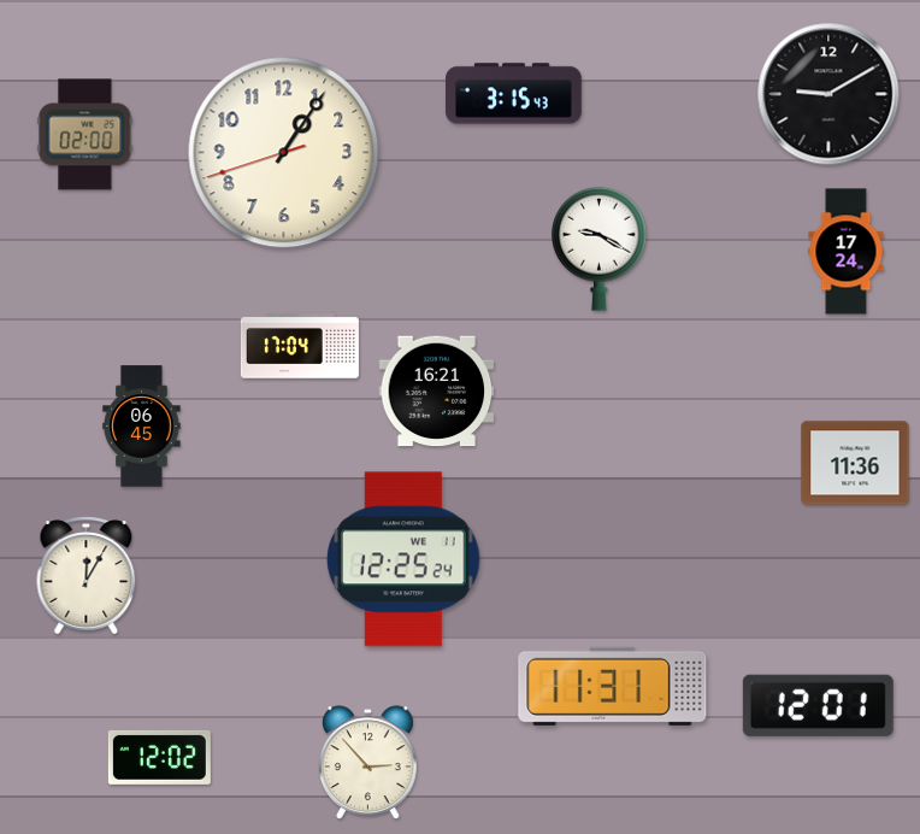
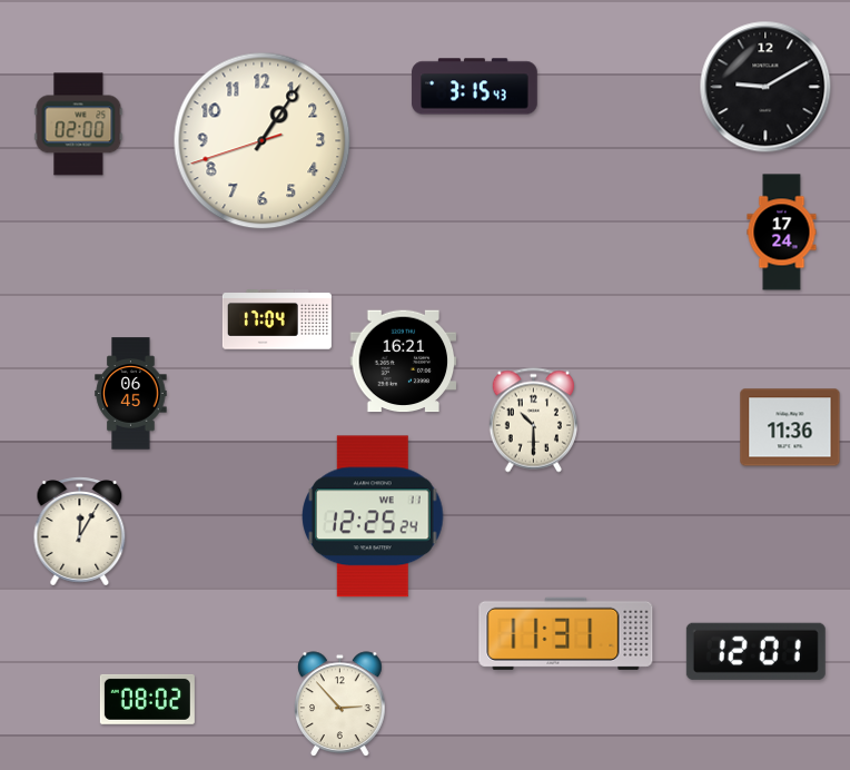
clock at (600, 248): 9:20 -> none
clock at (533, 421): none -> 10:30
clock at (159, 757): 12:02 -> 08:02
